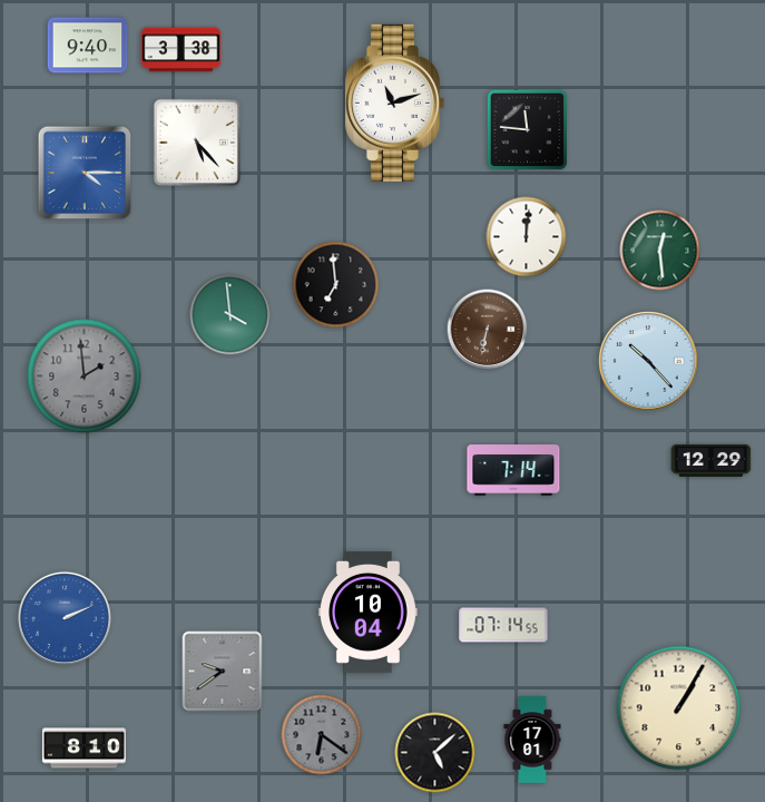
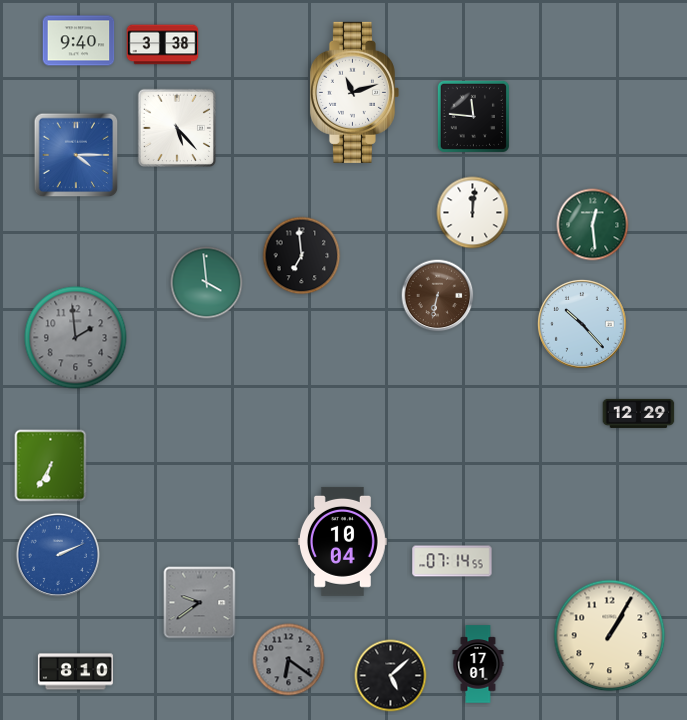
clock at (513, 470): 7:14 -> none
clock at (51, 466): none -> 6:35
clock at (367, 612) position: (367, 612) -> (342, 541)
